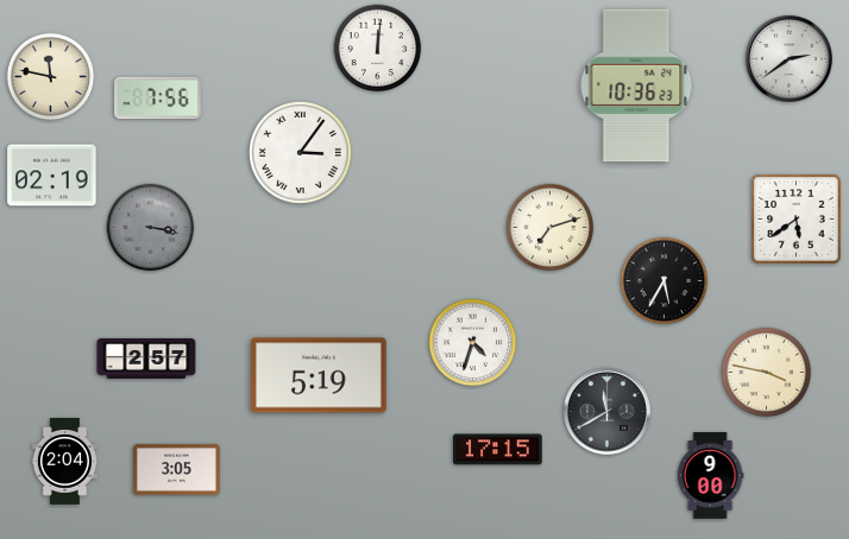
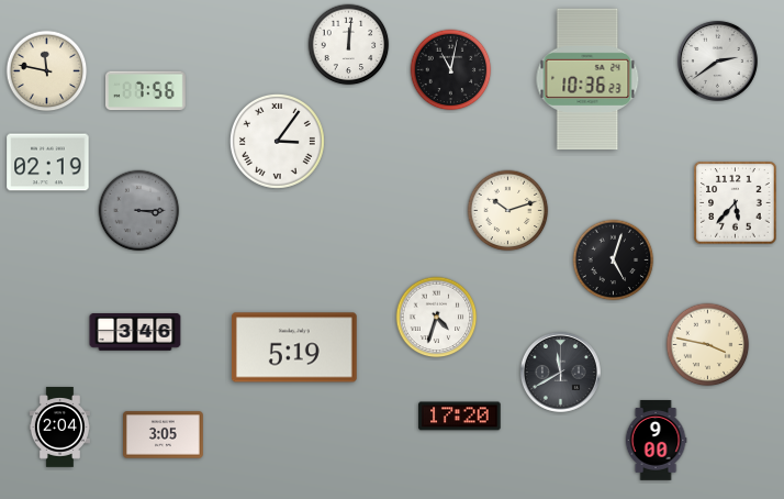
clock at (788, 58) position: (788, 58) -> (717, 60)
clock at (451, 70): none -> 11:02
clock at (797, 220): 5:39 -> 5:37
clock at (151, 228): 3:17 -> 3:15
clock at (551, 228): 7:12 -> 10:12
clock at (665, 281): 5:35 -> 5:03
clock at (146, 360): 2:57 -> 3:46
clock at (606, 411) position: (606, 411) -> (560, 372)
clock at (498, 450): 17:15 -> 17:20
